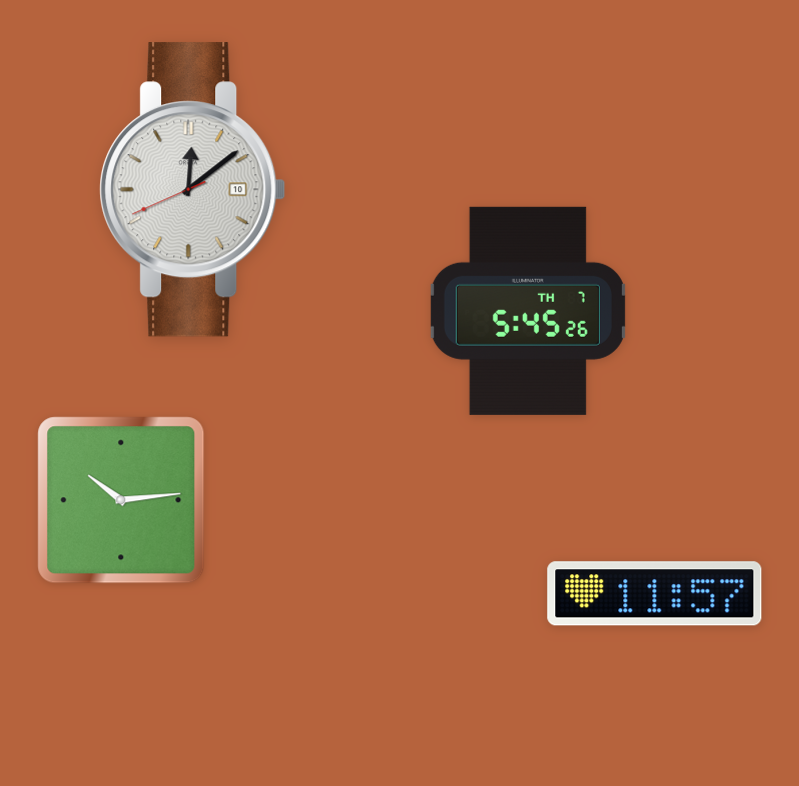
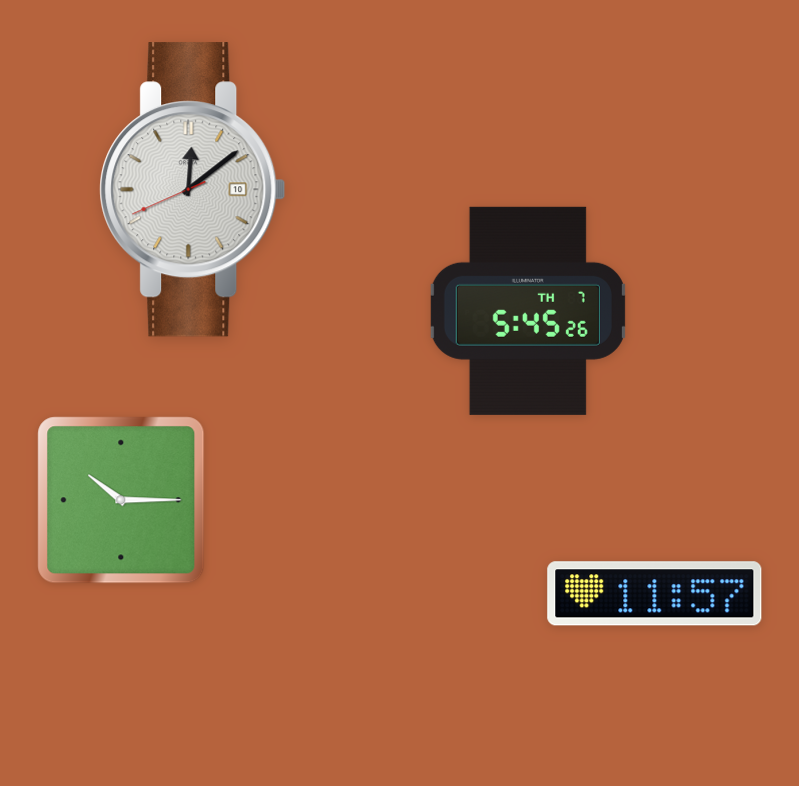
clock at (121, 500): 10:14 -> 10:15
